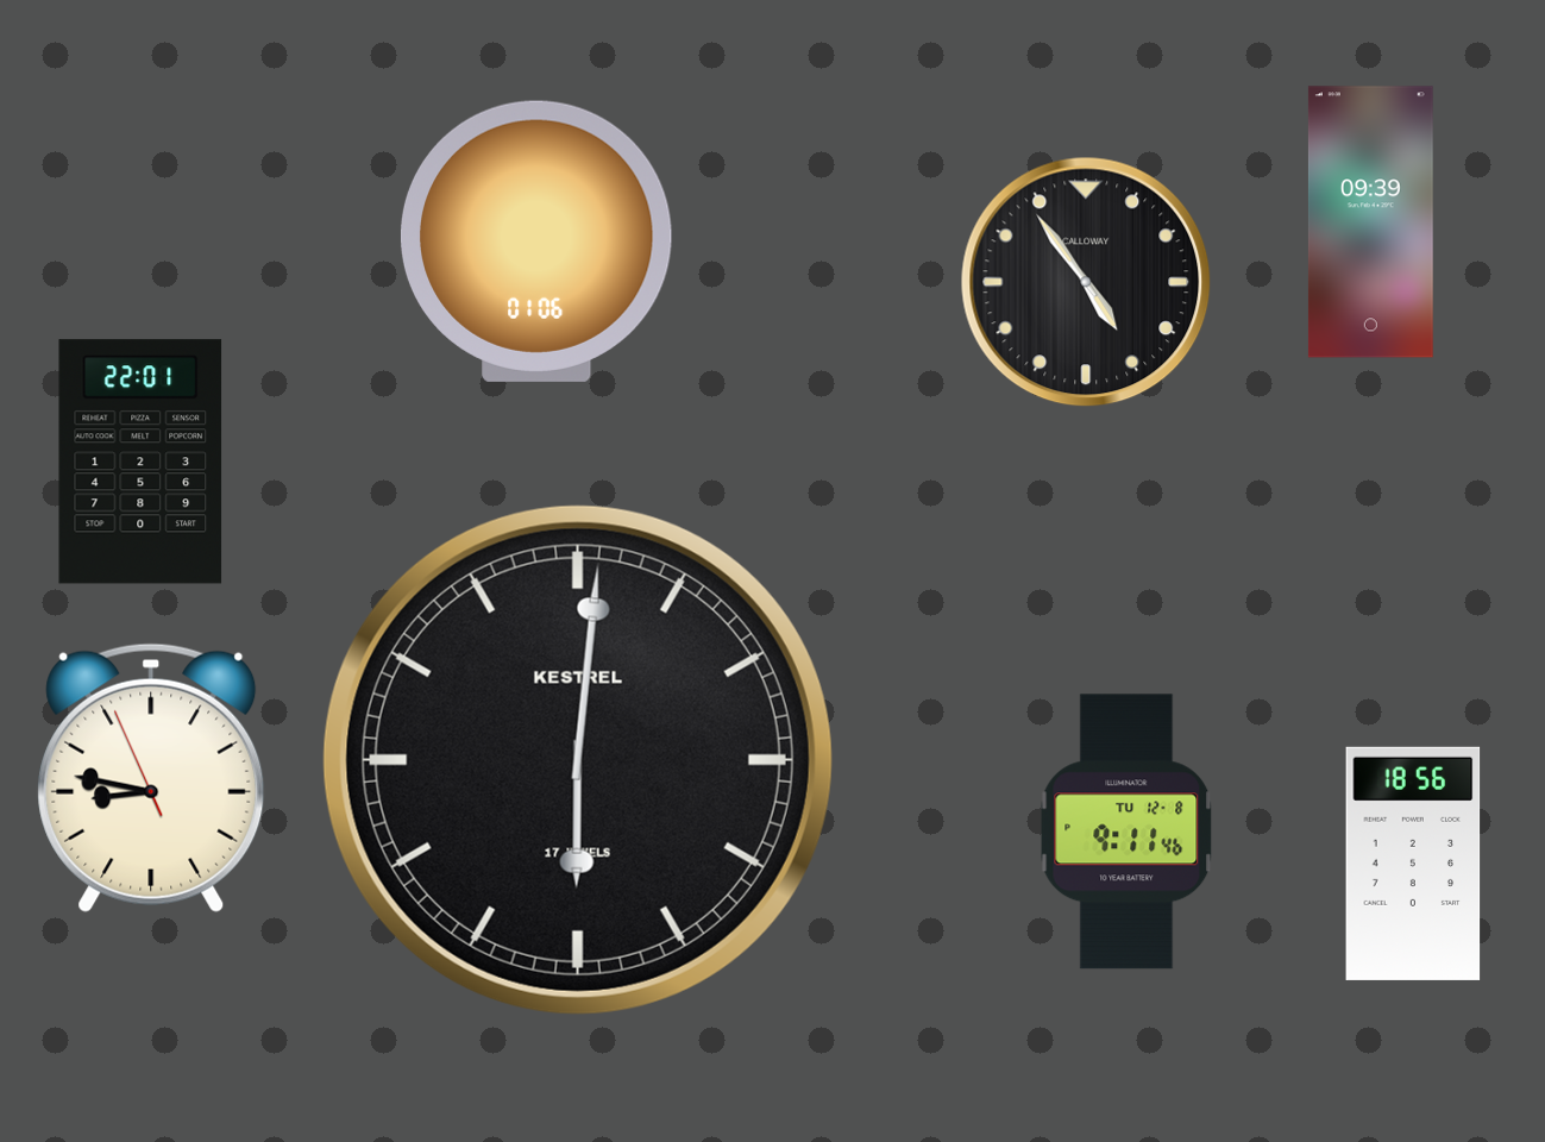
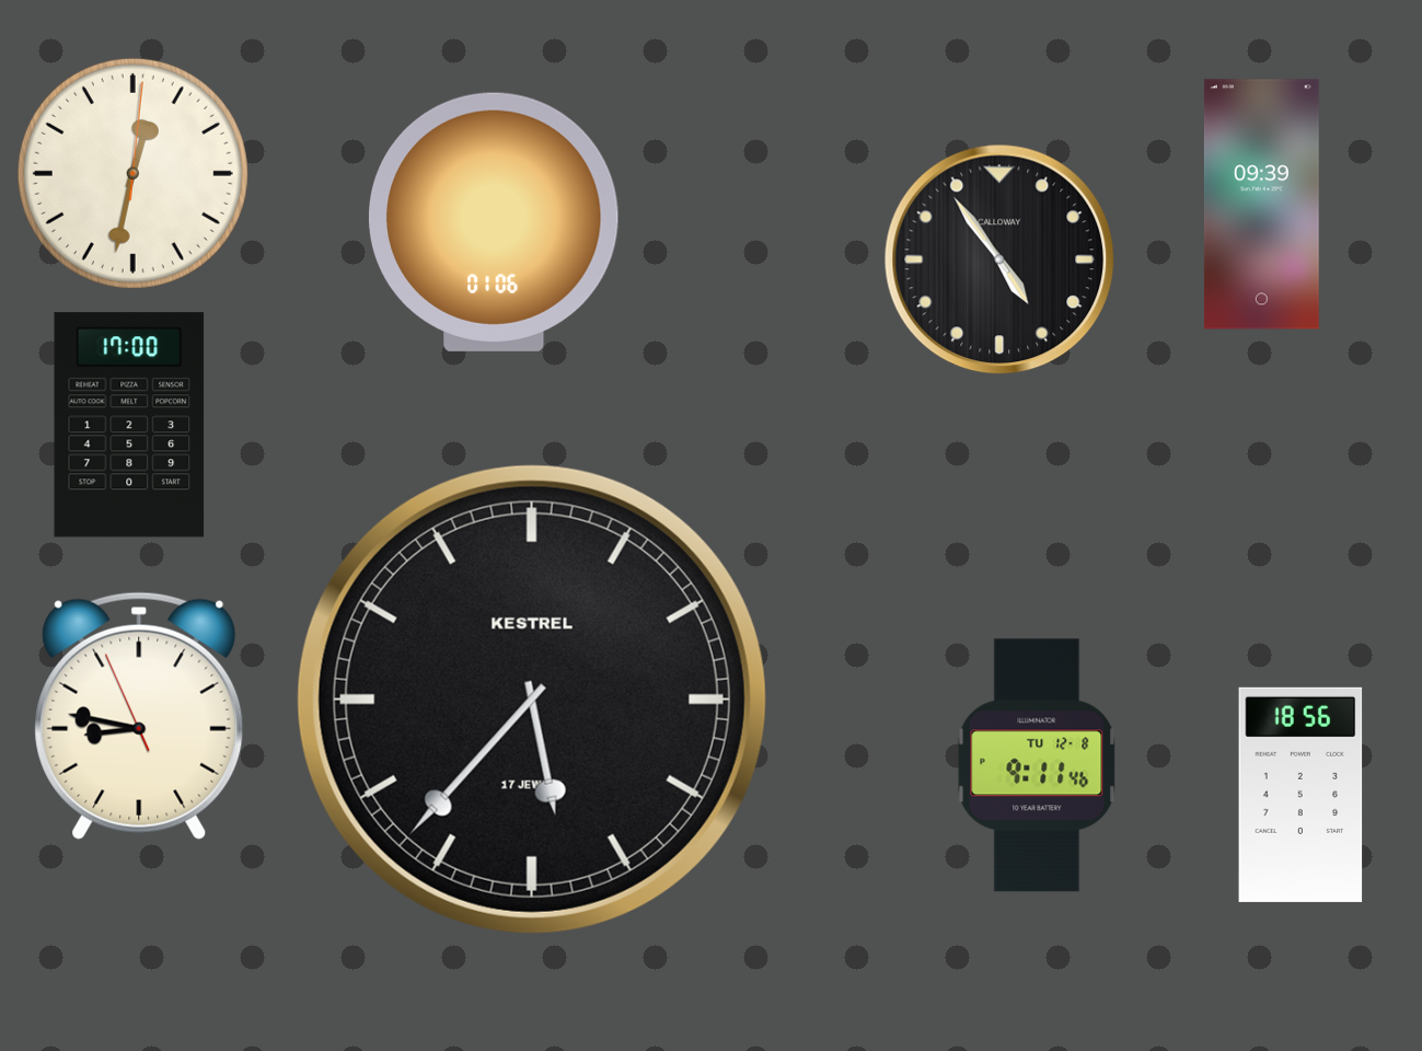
clock at (132, 173): none -> 12:32
clock at (140, 462): 22:01 -> 17:00
clock at (578, 760): 6:01 -> 5:37
